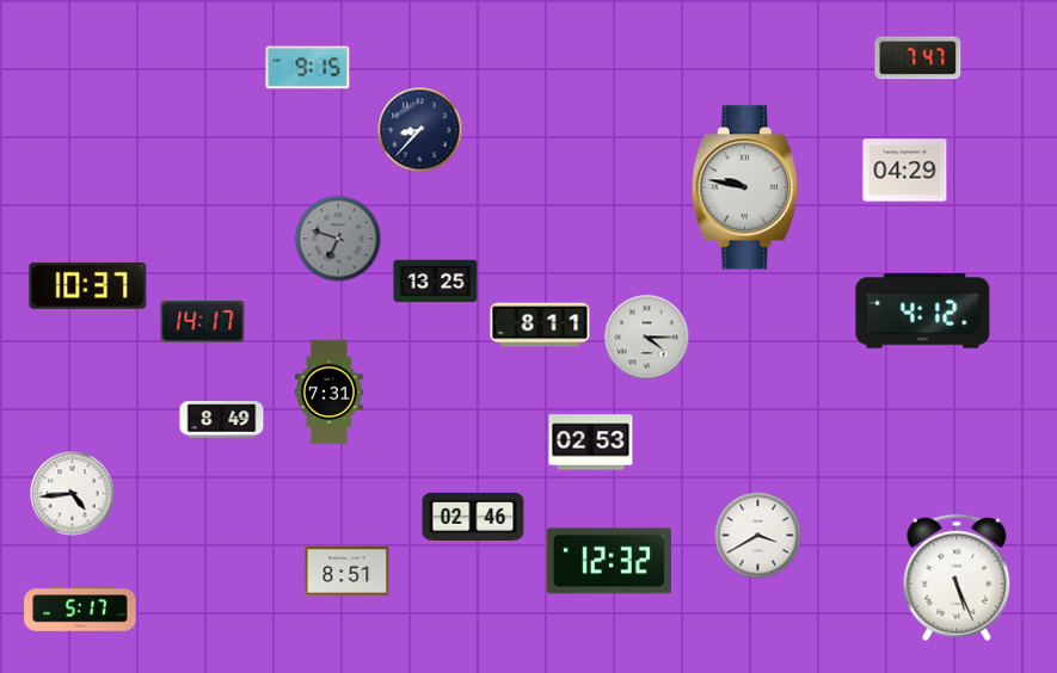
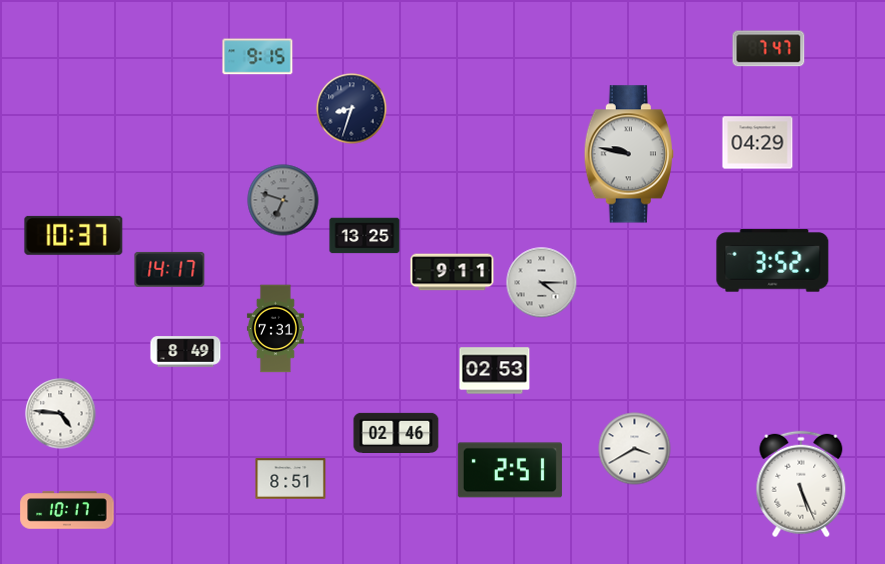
clock at (420, 130): 8:37 -> 8:33
clock at (745, 187) position: (745, 187) -> (629, 154)
clock at (88, 285) position: (88, 285) -> (74, 235)
clock at (923, 311): 4:12 -> 3:52
clock at (540, 325): 8:11 -> 9:11
clock at (73, 494): 4:44 -> 4:46
clock at (609, 561): 12:32 -> 2:51
clock at (80, 609): 5:17 -> 10:17
